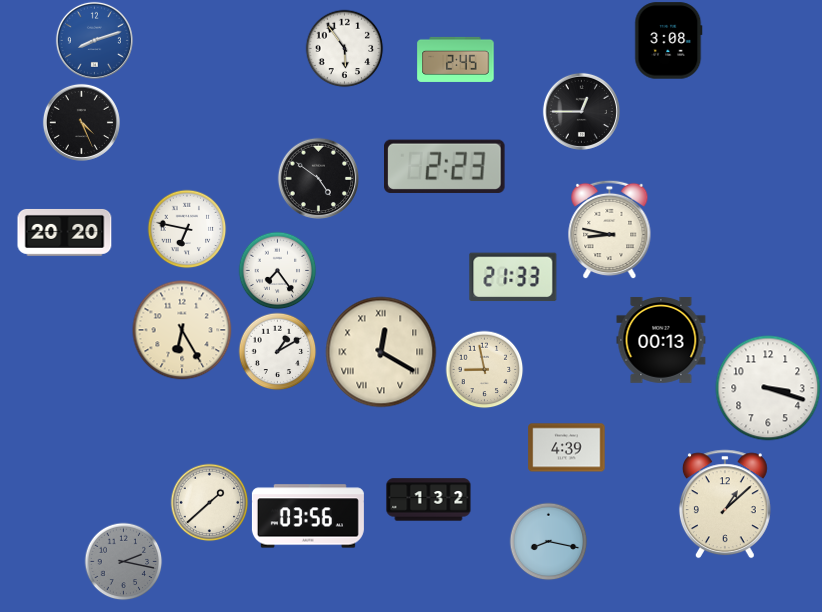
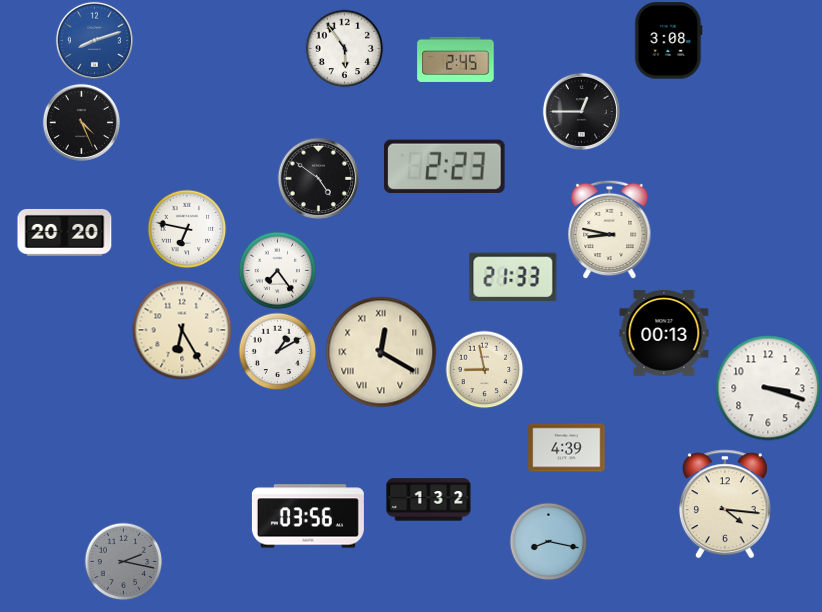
clock at (661, 340) position: (661, 340) -> (664, 333)
clock at (209, 502): 1:38 -> none
clock at (725, 504): 1:08 -> 4:16
